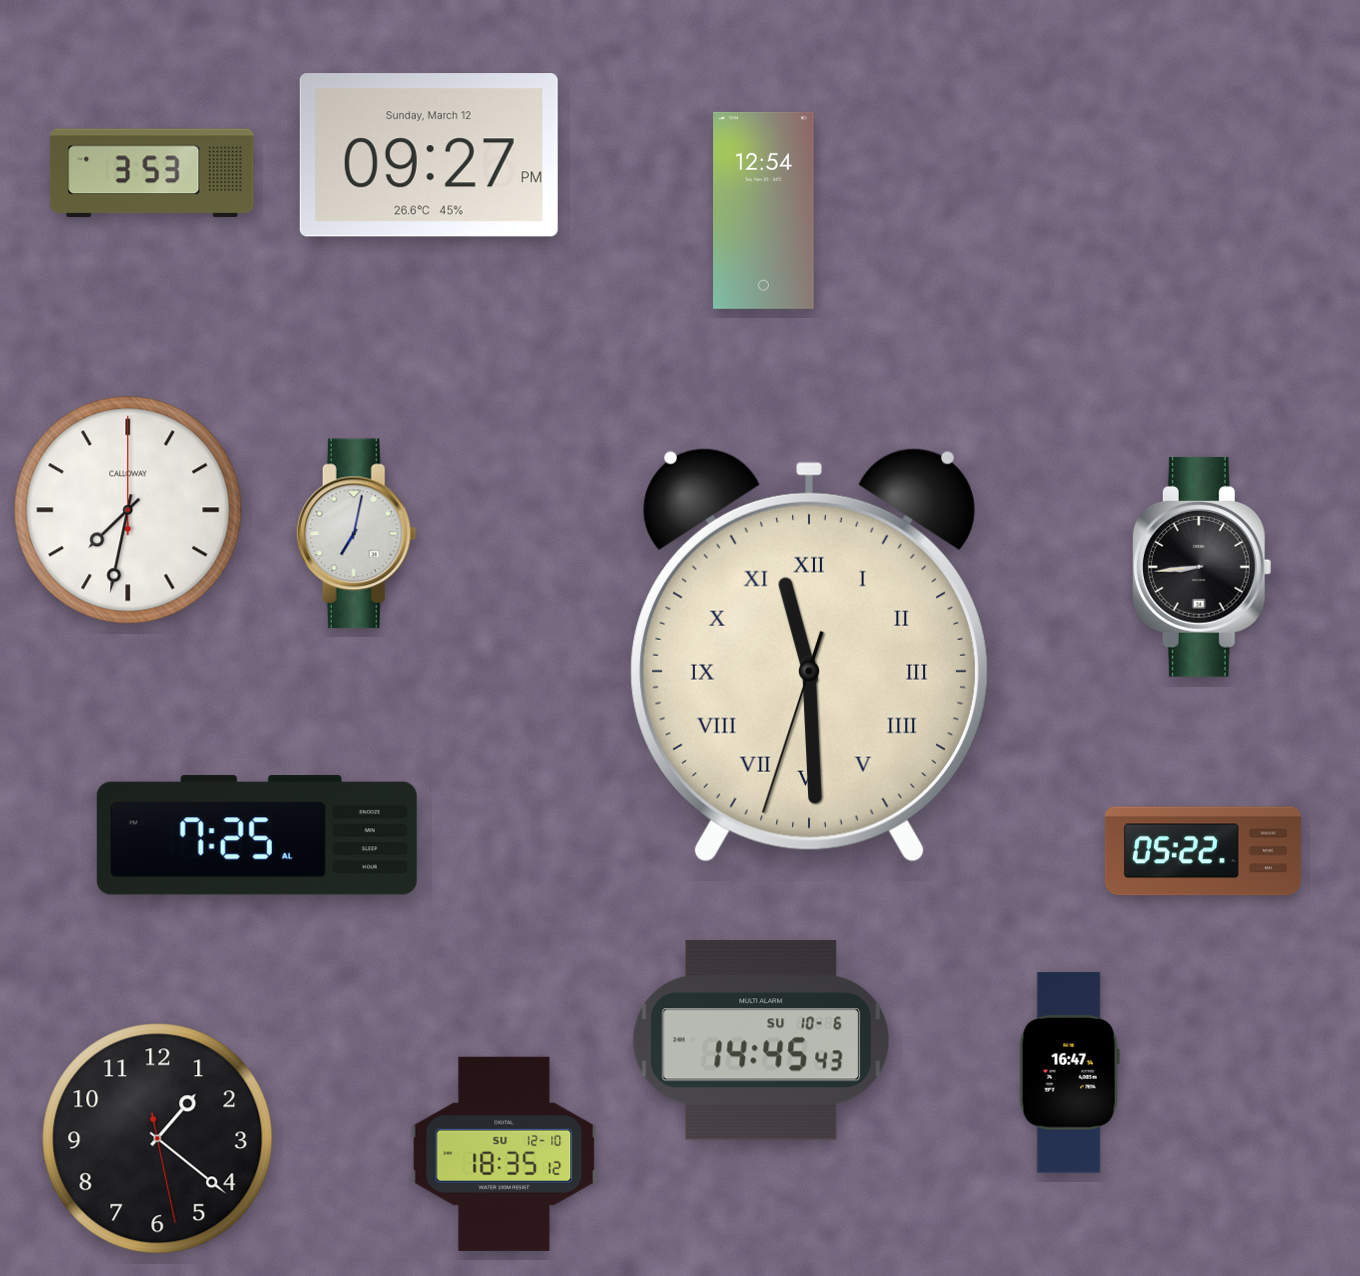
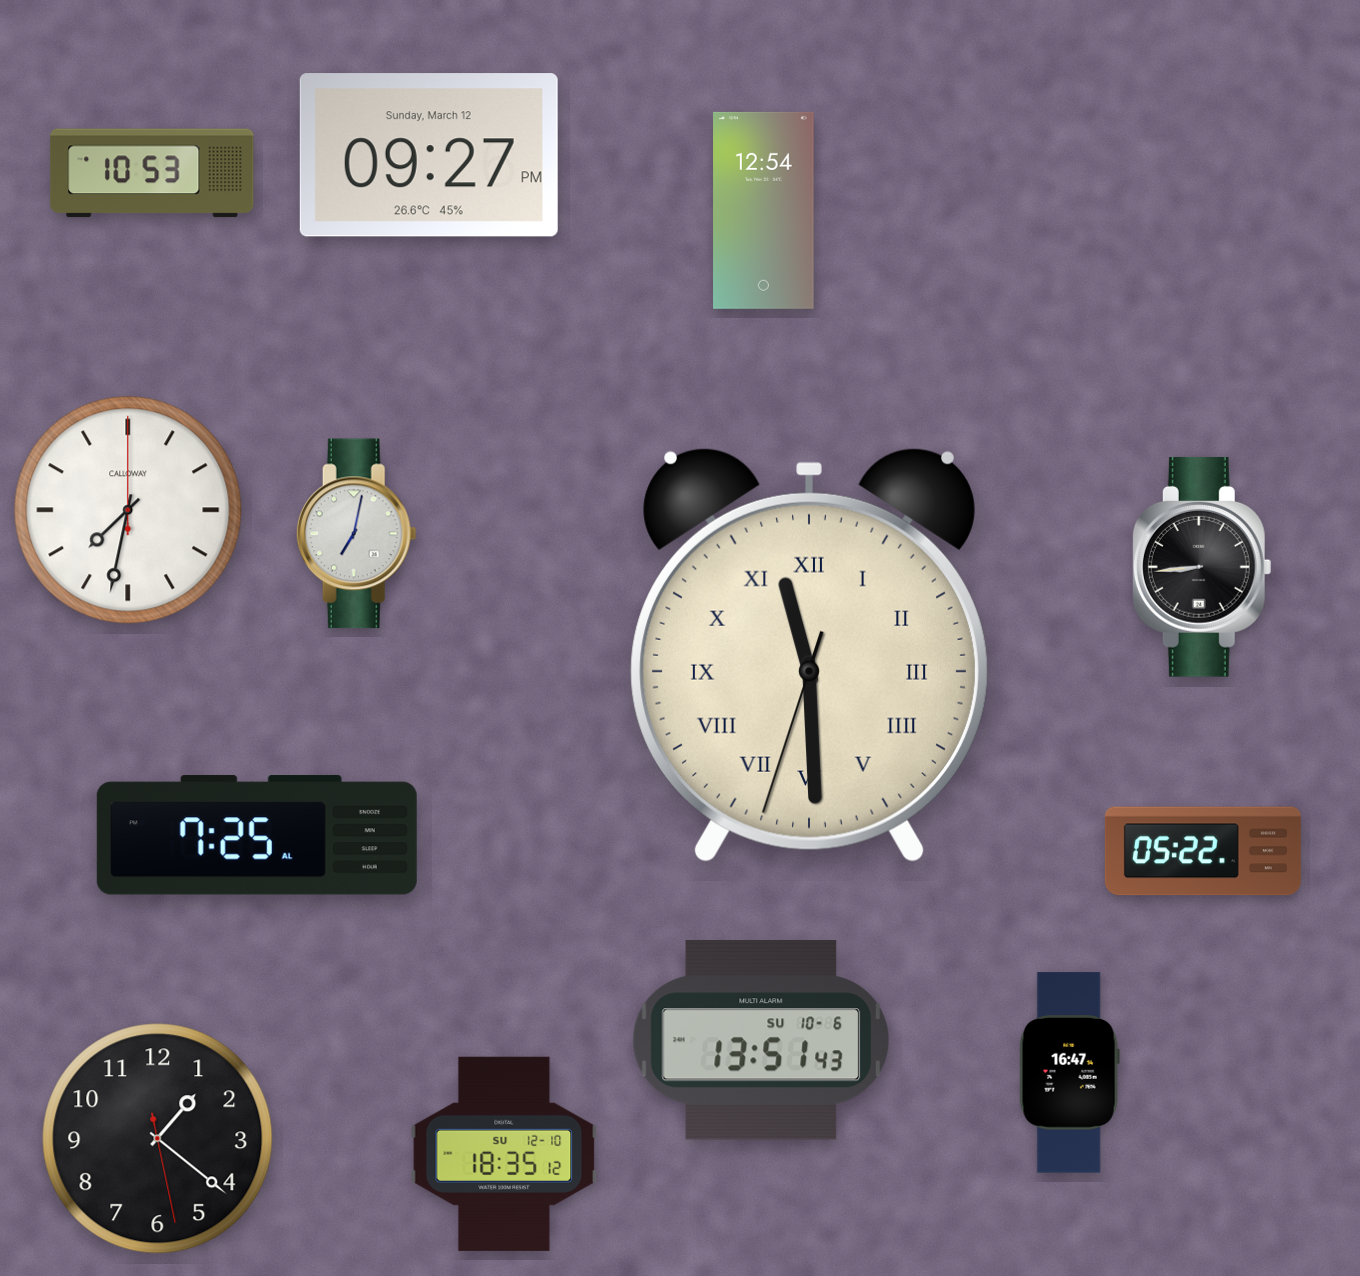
clock at (152, 173): 3:53 -> 10:53
clock at (761, 1040): 14:45 -> 13:51
